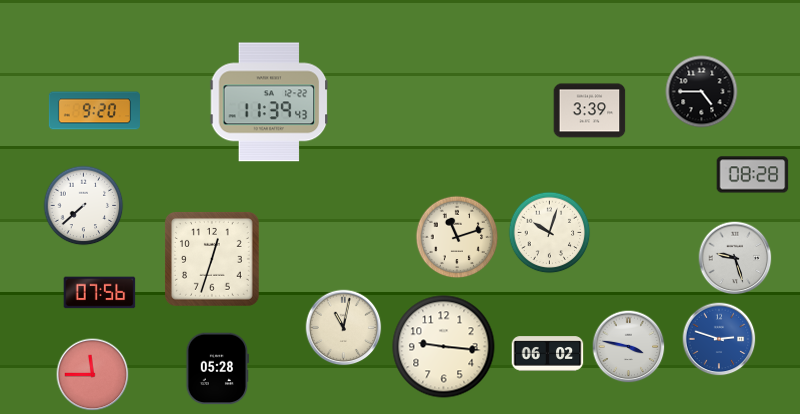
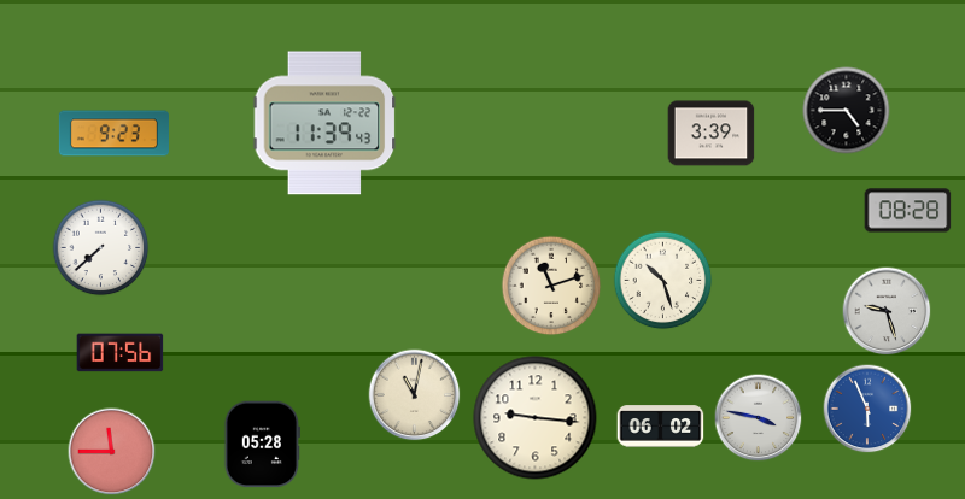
clock at (94, 111): 9:20 -> 9:23
clock at (550, 233): 10:03 -> 10:27
clock at (212, 259): 12:33 -> none
clock at (719, 339): 2:48 -> 5:56
